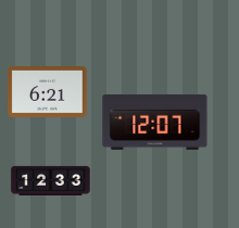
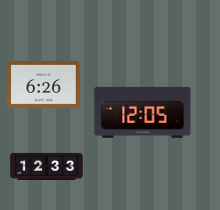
clock at (48, 92): 6:21 -> 6:26
clock at (155, 122): 12:07 -> 12:05
